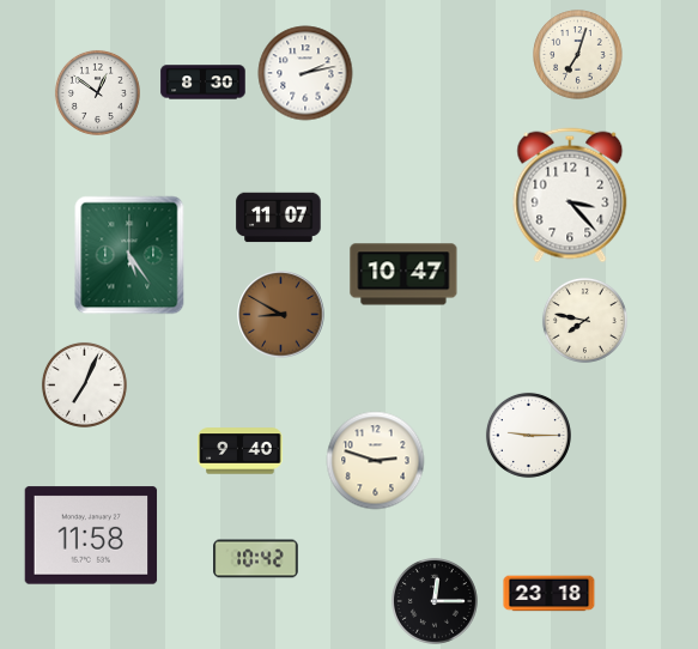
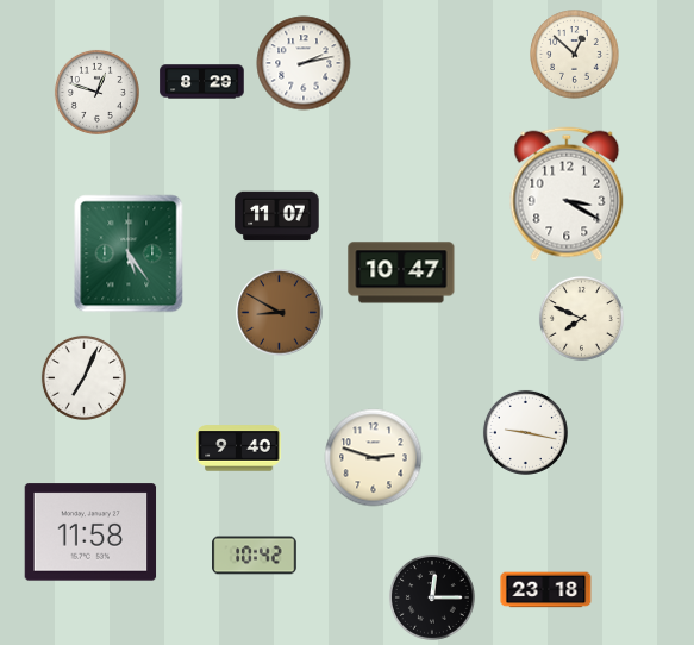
clock at (578, 55): 7:03 -> 12:52
clock at (305, 73) position: (305, 73) -> (304, 63)
clock at (204, 83): 8:30 -> 8:29
clock at (97, 92): 12:51 -> 12:48
clock at (570, 195): 3:23 -> 3:20
clock at (584, 320): 7:47 -> 7:49
clock at (84, 384) position: (84, 384) -> (83, 377)
clock at (528, 435): 9:15 -> 9:17
